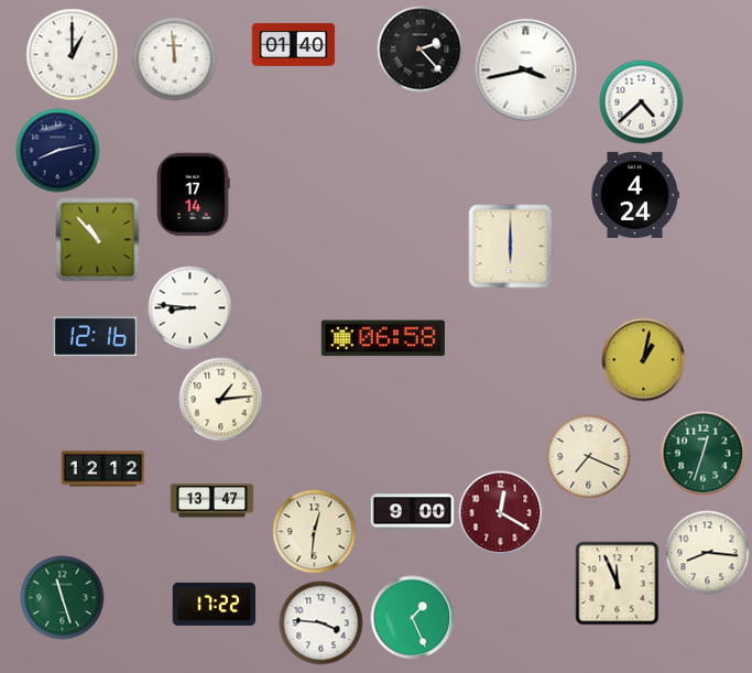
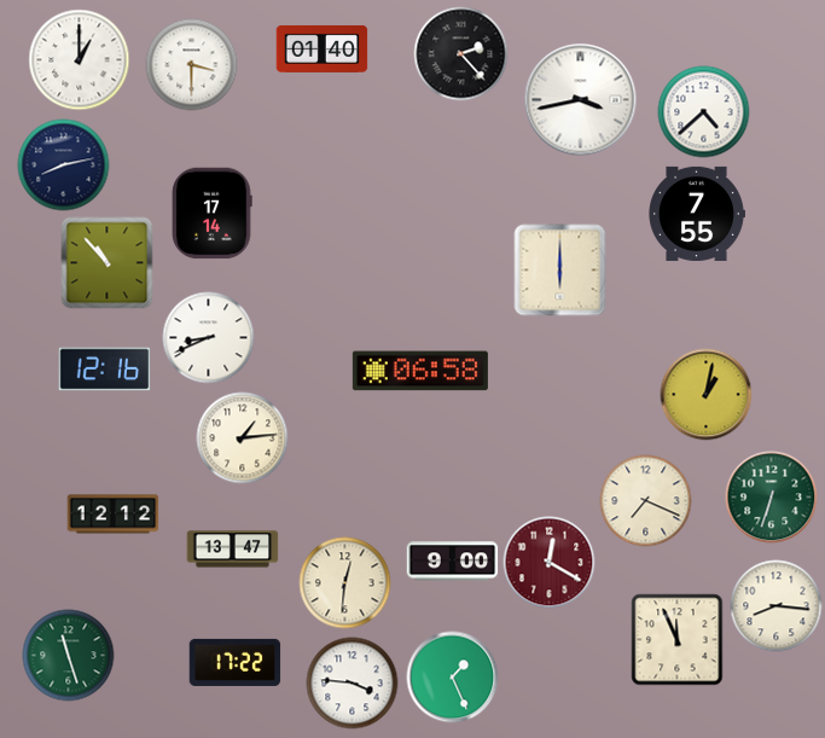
clock at (175, 59): 11:59 -> 3:30
clock at (526, 70) position: (526, 70) -> (581, 100)
clock at (635, 195): 4:24 -> 7:55
clock at (190, 308): 8:46 -> 8:41
clock at (704, 454): 12:33 -> 6:33
